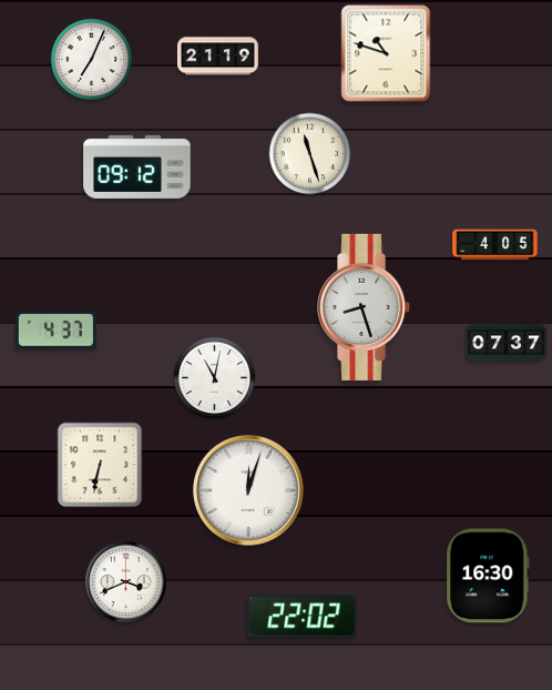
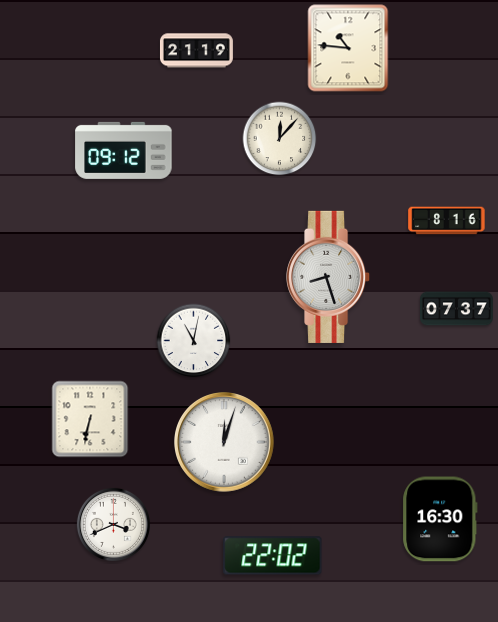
clock at (386, 53): 10:48 -> 10:46
clock at (92, 60): 7:04 -> none
clock at (310, 154): 11:27 -> 12:07
clock at (495, 245): 4:05 -> 8:16
clock at (55, 331): 4:37 -> none
